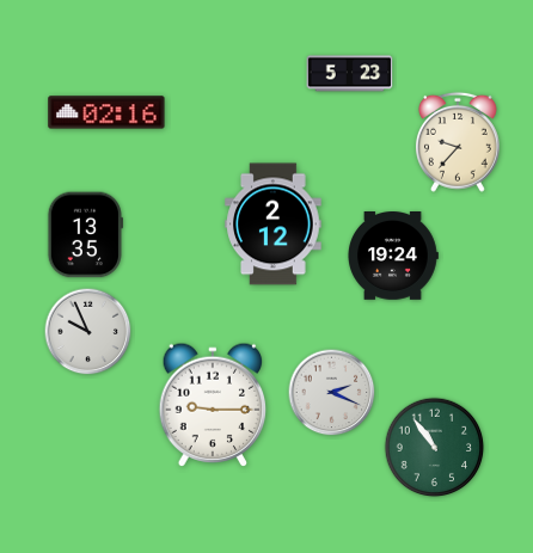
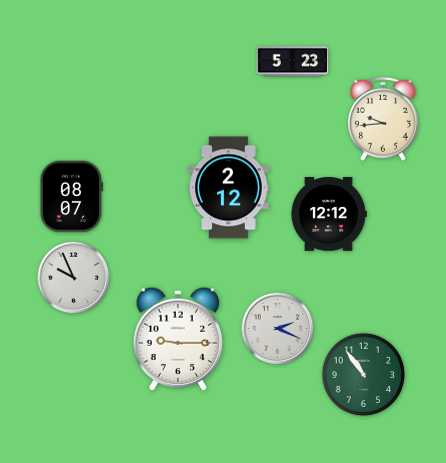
clock at (106, 112): 02:16 -> none
clock at (458, 142): 9:37 -> 9:44
clock at (85, 235): 13:35 -> 08:07
clock at (393, 257): 19:24 -> 12:12
